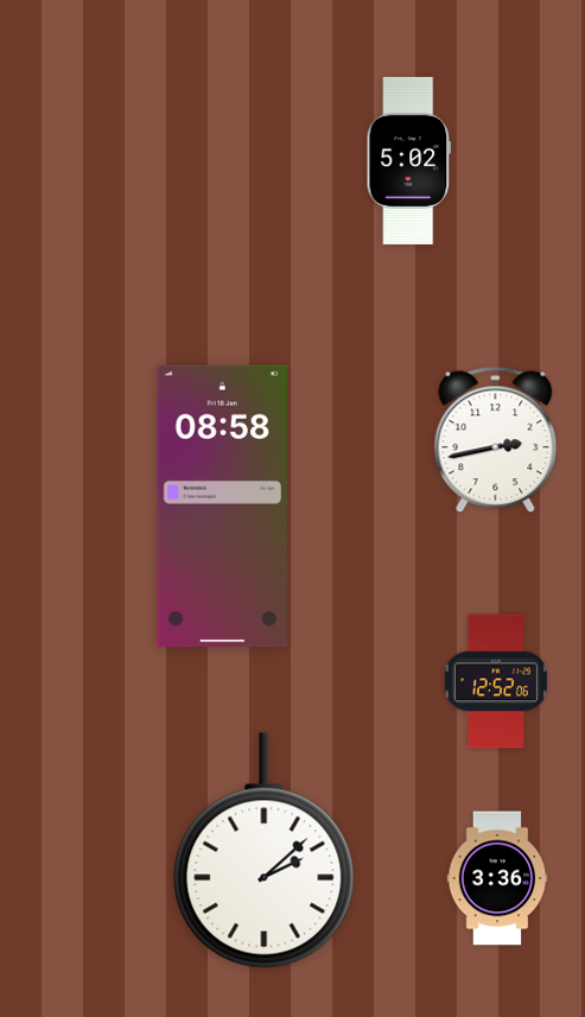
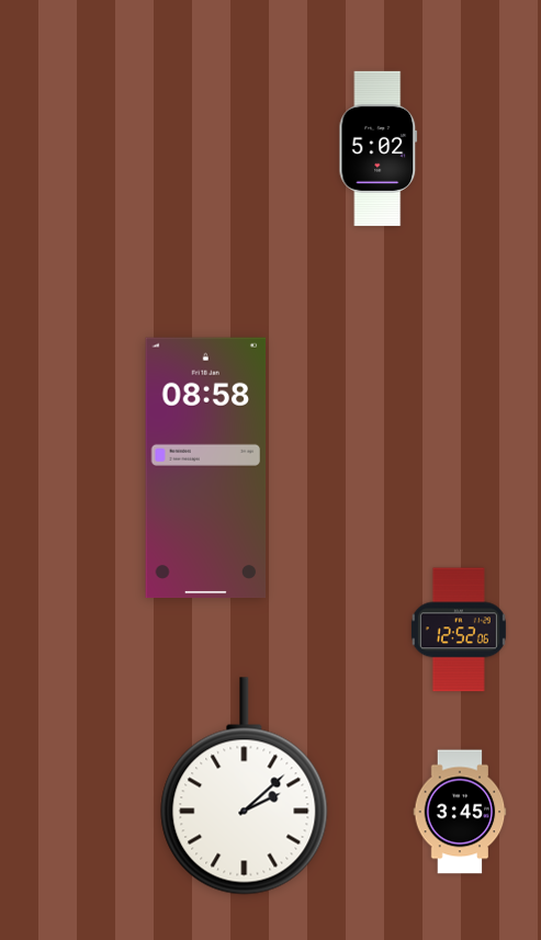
clock at (496, 440): 2:43 -> none
clock at (497, 878): 3:36 -> 3:45
